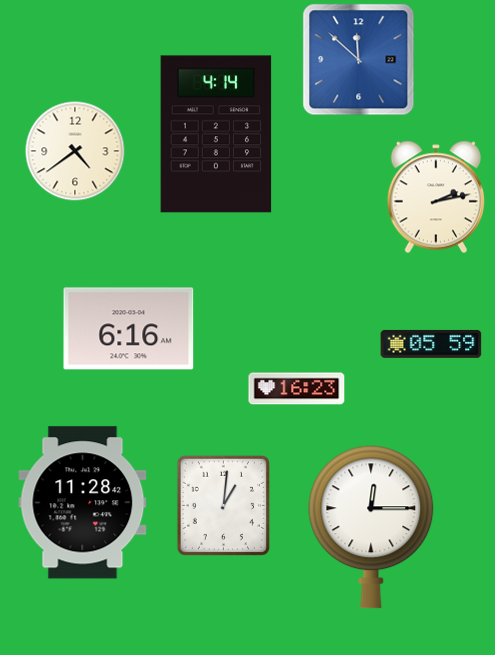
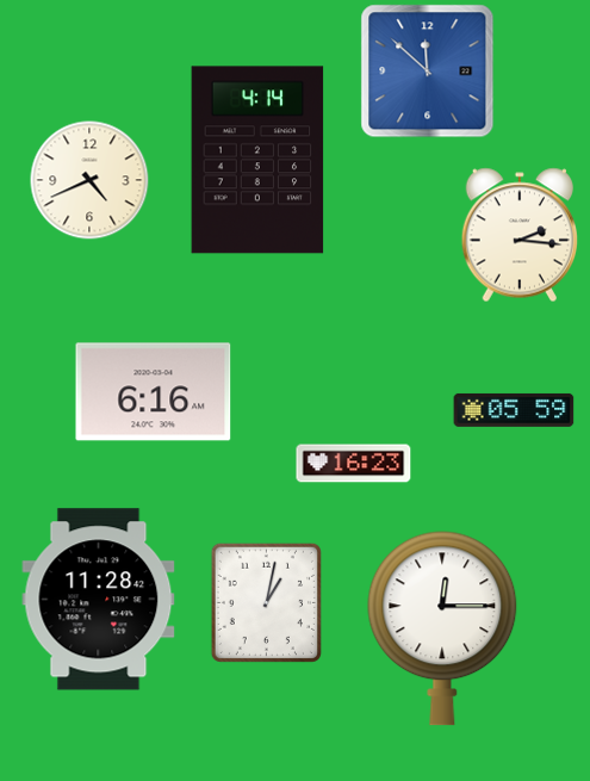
clock at (75, 151): 4:39 -> 4:41
clock at (435, 197): 2:13 -> 2:16
clock at (223, 505): 1:01 -> 1:02
